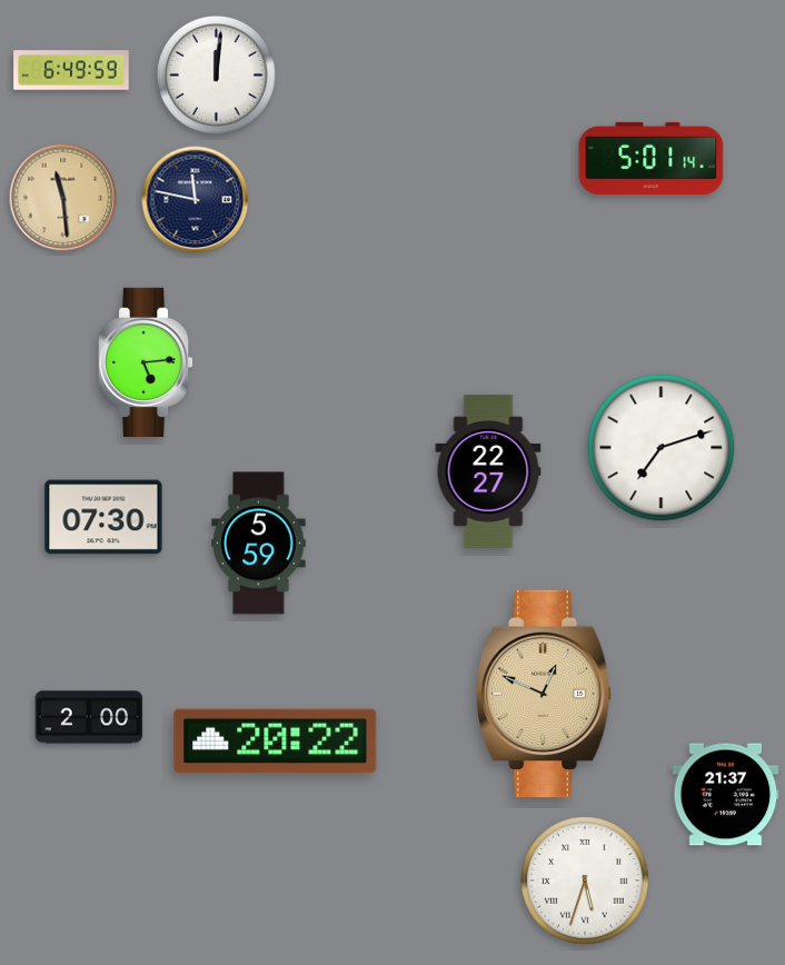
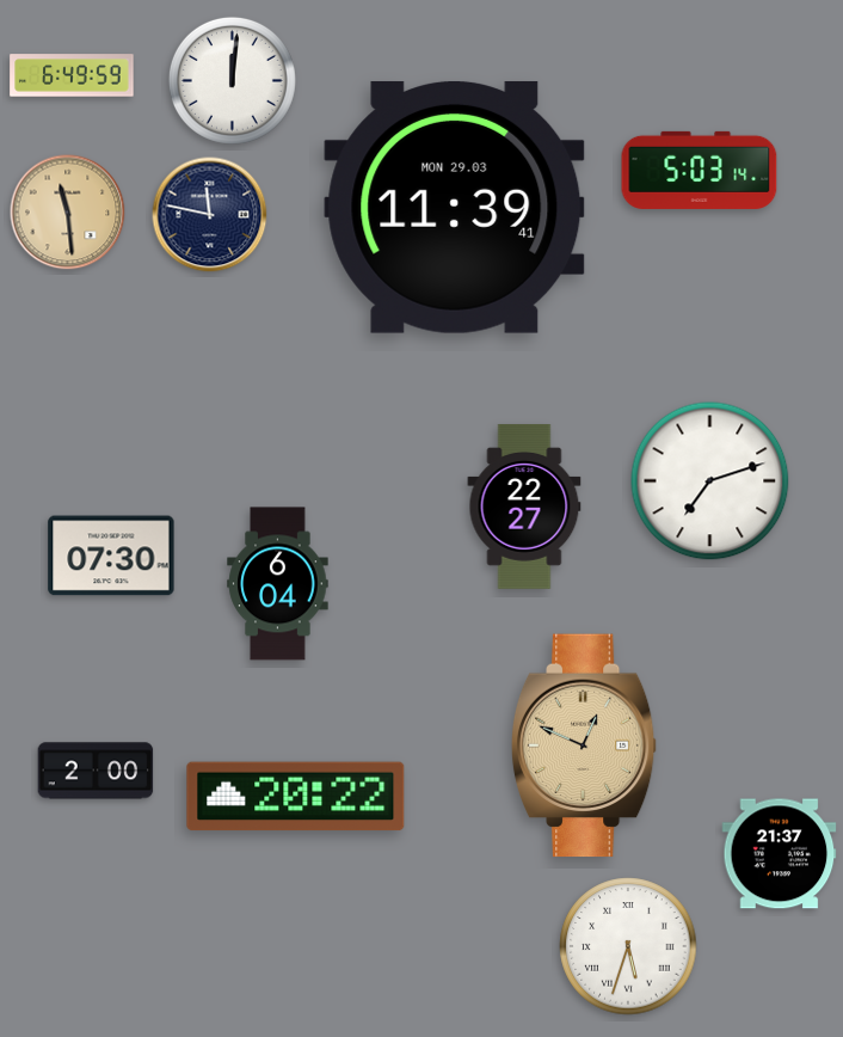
clock at (71, 70) position: (71, 70) -> (72, 75)
clock at (652, 158): 5:01 -> 5:03
clock at (455, 207): none -> 11:39
clock at (146, 362): 5:14 -> none
clock at (259, 544): 5:59 -> 6:04
